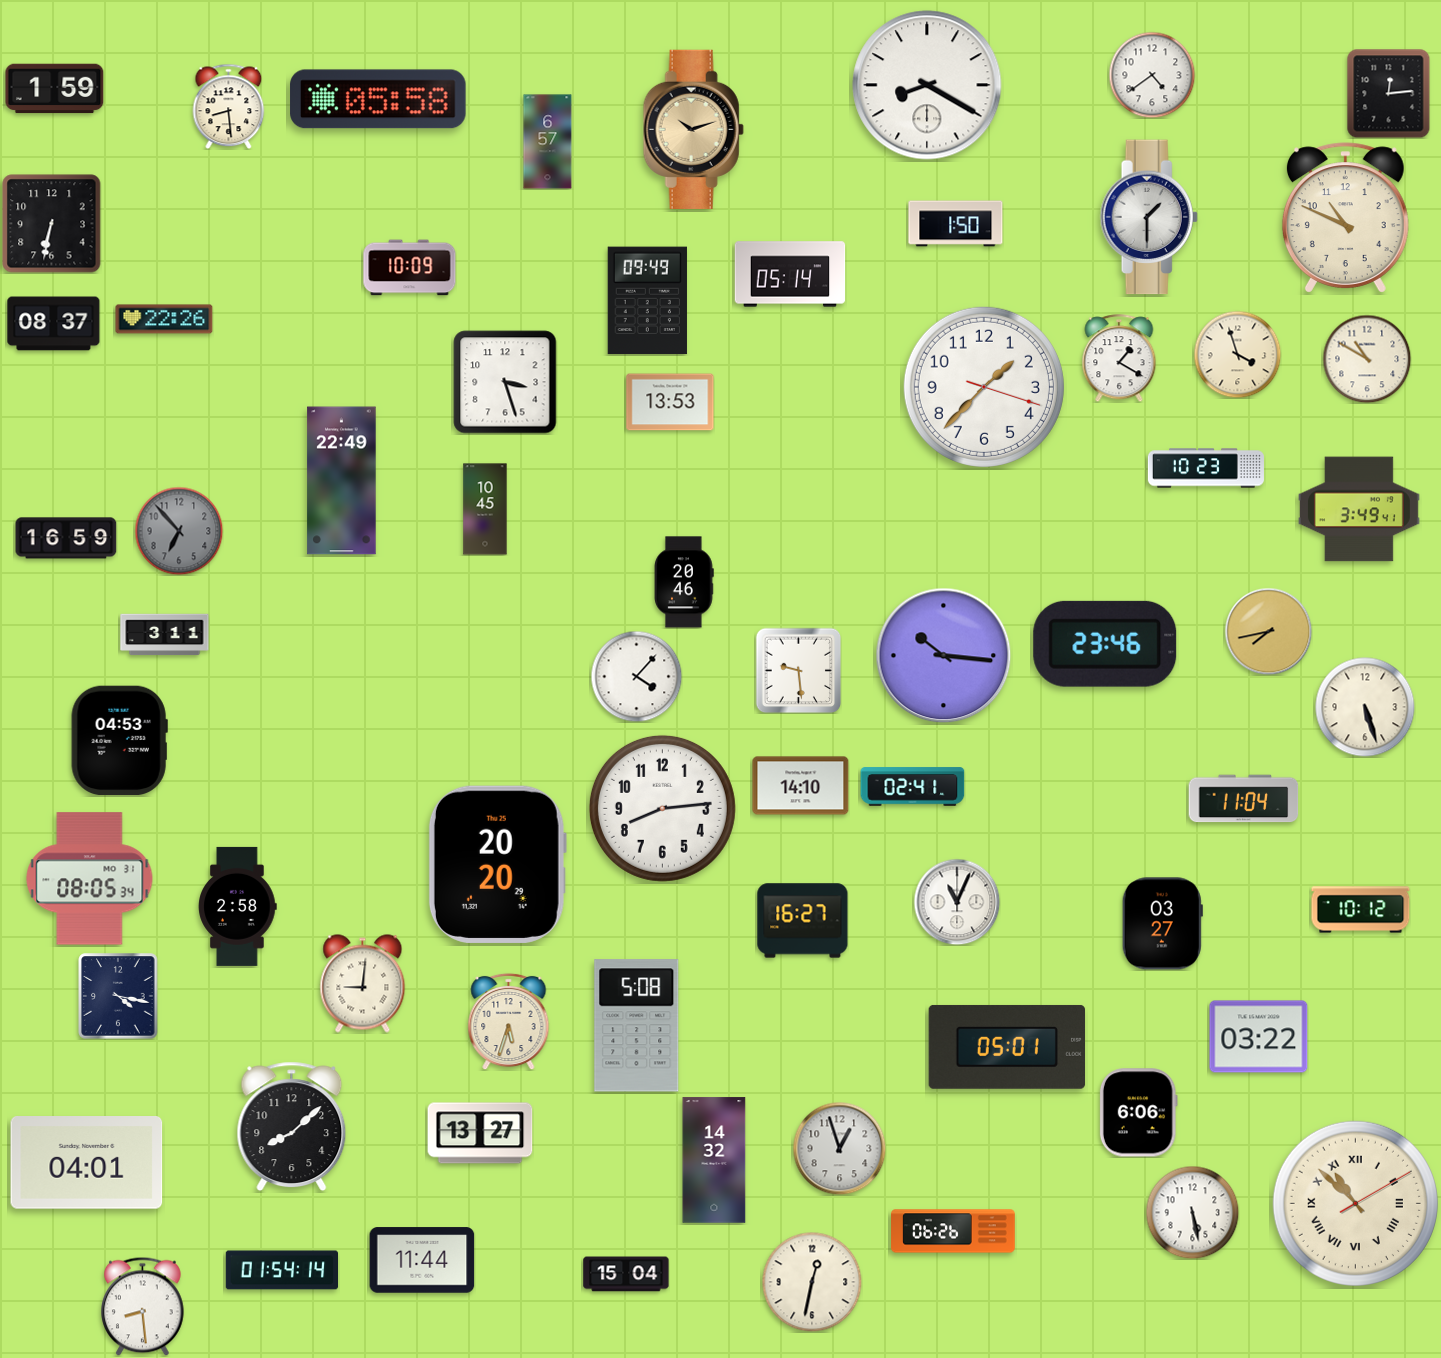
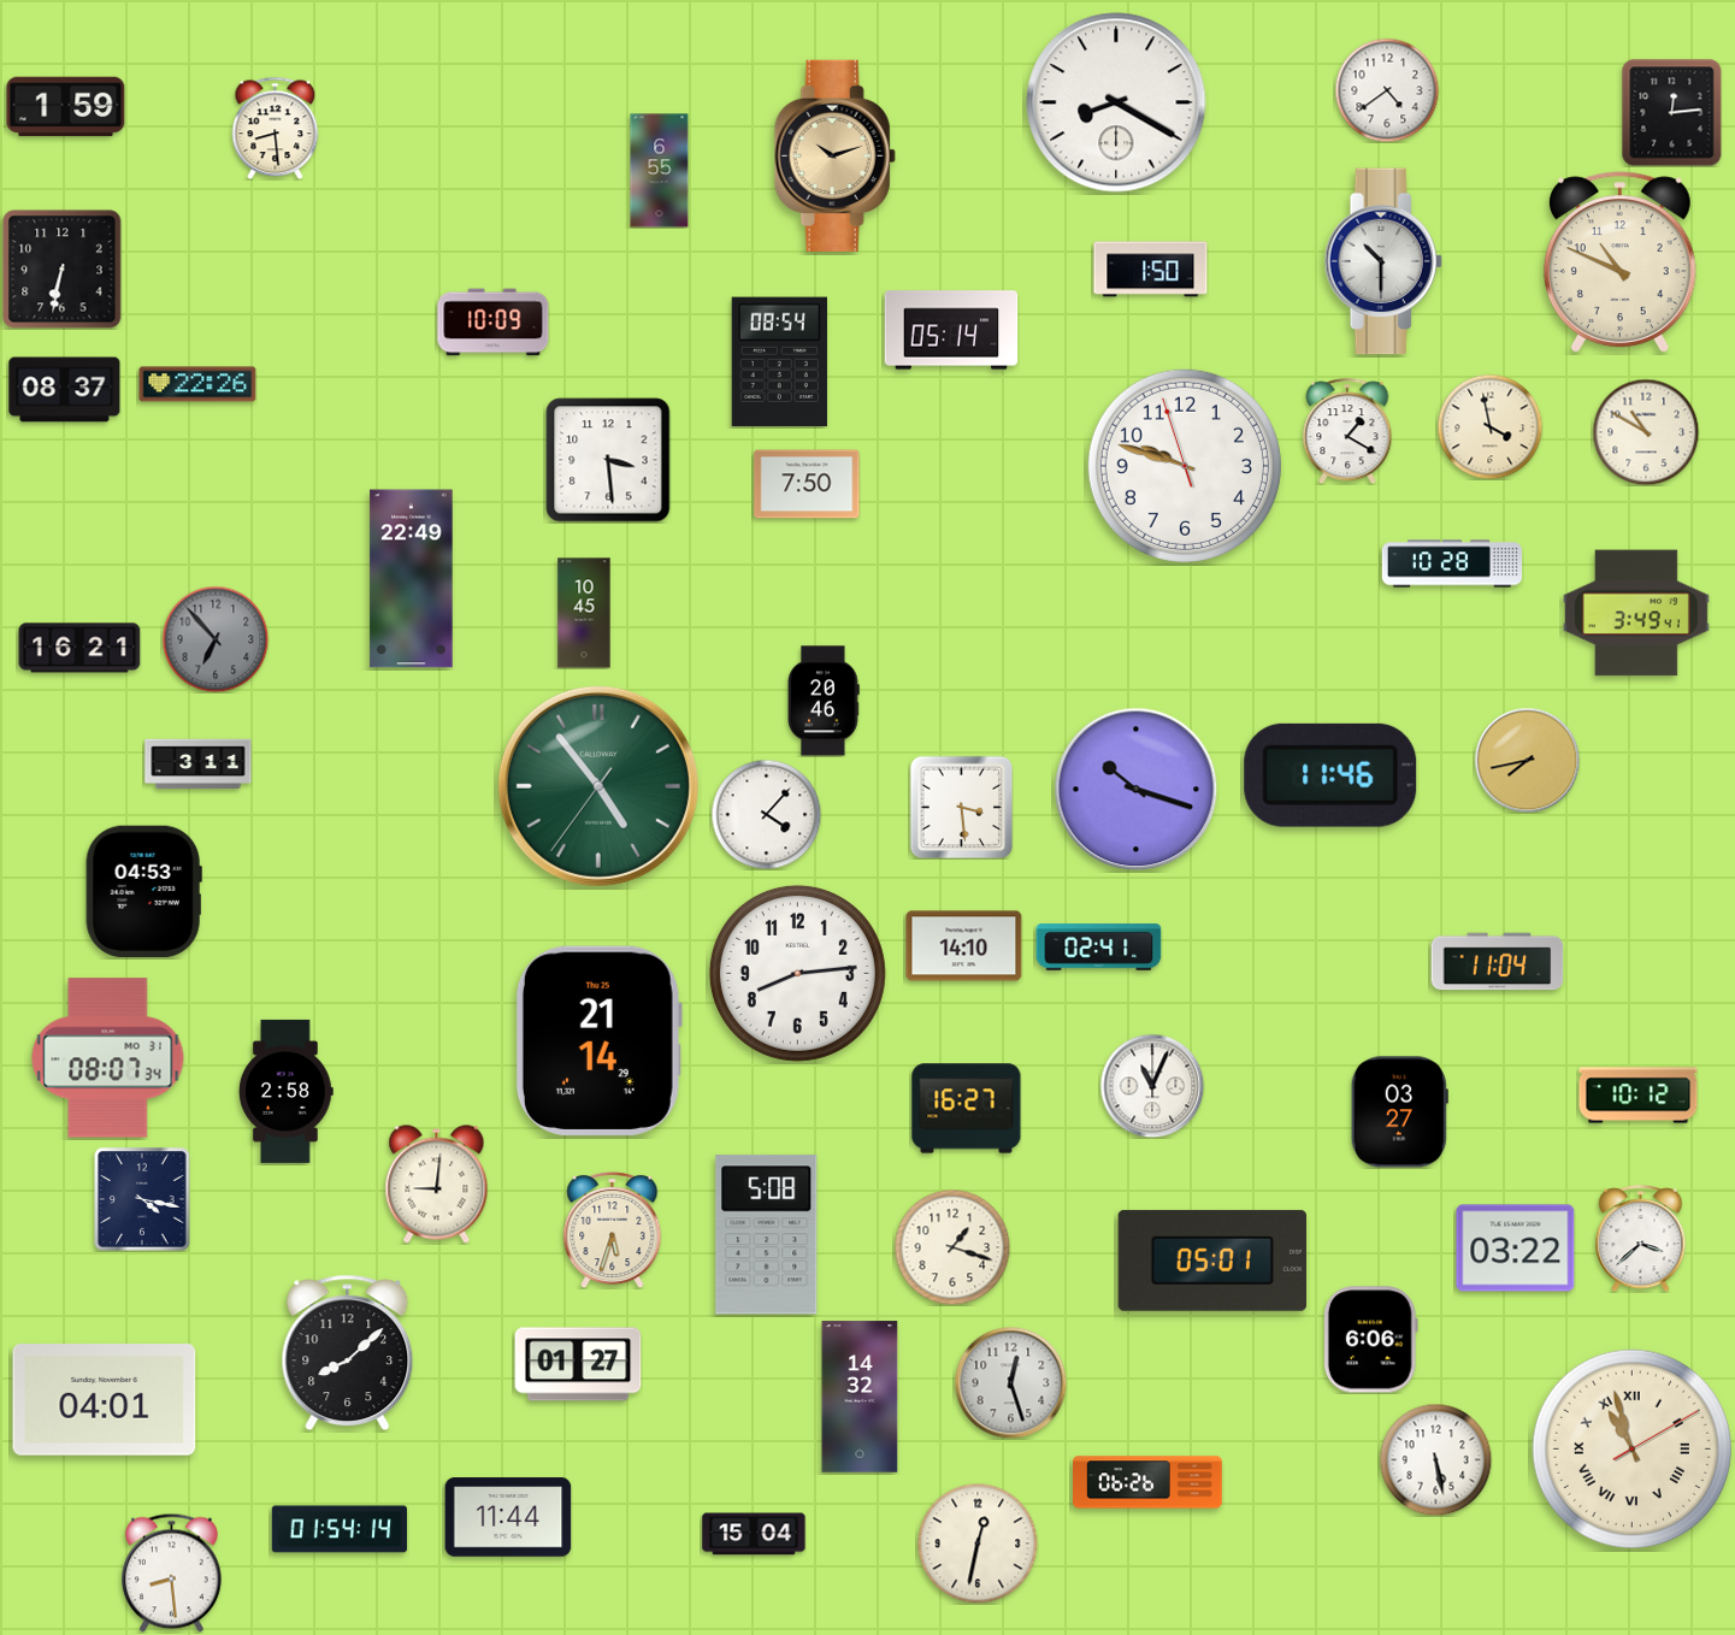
clock at (378, 99): 05:58 -> none
clock at (548, 142): 6:57 -> 6:55
clock at (1149, 217): 1:30 -> 10:30
clock at (647, 301): 09:49 -> 08:54
clock at (1237, 354): 3:57 -> 3:58
clock at (505, 382): 3:27 -> 3:29
clock at (984, 387): 1:37 -> 9:47
clock at (670, 402): 13:53 -> 7:50
clock at (1206, 468): 10:23 -> 10:28
clock at (66, 538): 16:59 -> 16:21
clock at (1105, 644): 23:46 -> 11:46
clock at (598, 786): none -> 4:53
clock at (944, 656): 10:16 -> 10:18
clock at (798, 670): 9:29 -> 3:29
clock at (1365, 707): 5:27 -> none
clock at (497, 864): 20:20 -> 21:14
clock at (90, 879): 08:05 -> 08:07
clock at (1641, 1239): none -> 3:38
clock at (952, 1247): none -> 1:18
clock at (292, 1127) position: (292, 1127) -> (348, 1353)
clock at (480, 1133): 13:27 -> 01:27
clock at (839, 1148): 12:57 -> 12:27
clock at (1355, 1203): 10:52 -> 10:57
